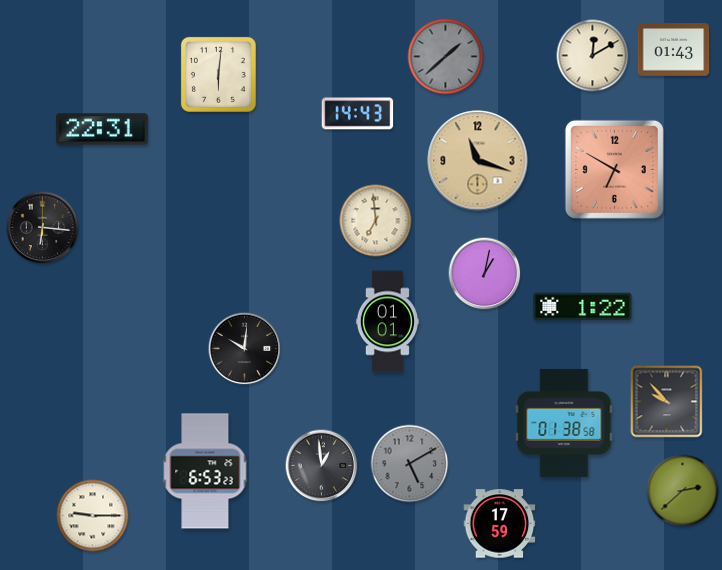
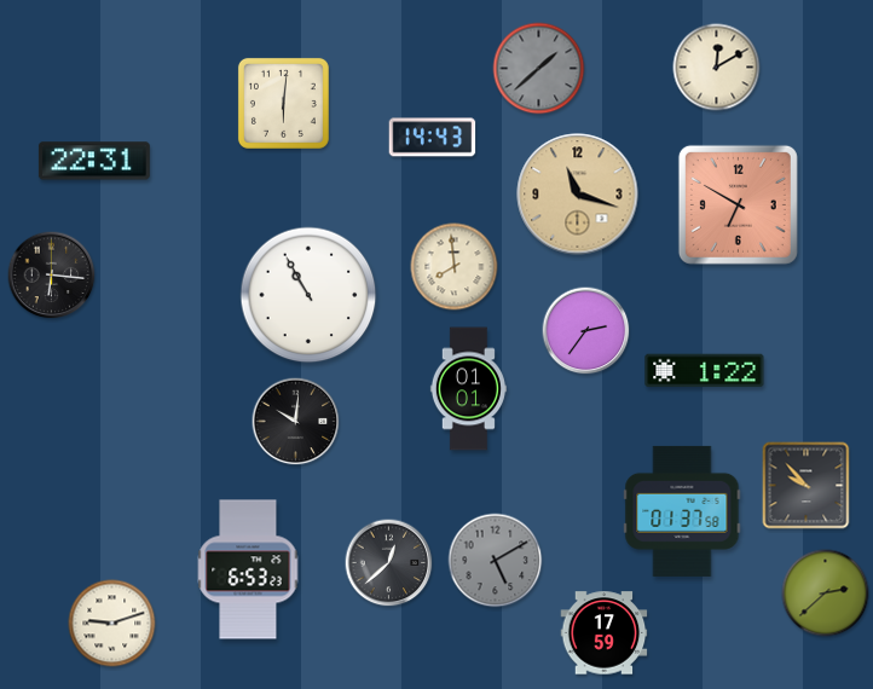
clock at (674, 50): 01:43 -> none
clock at (218, 74) position: (218, 74) -> (283, 103)
clock at (102, 129) position: (102, 129) -> (94, 161)
clock at (614, 169) position: (614, 169) -> (738, 204)
clock at (376, 221): 6:59 -> 7:59
clock at (308, 295): none -> 10:55
clock at (485, 274): 1:02 -> 2:36
clock at (564, 423): 01:38 -> 01:37
clock at (322, 466): 12:59 -> 12:38
clock at (93, 516): 9:15 -> 9:12
